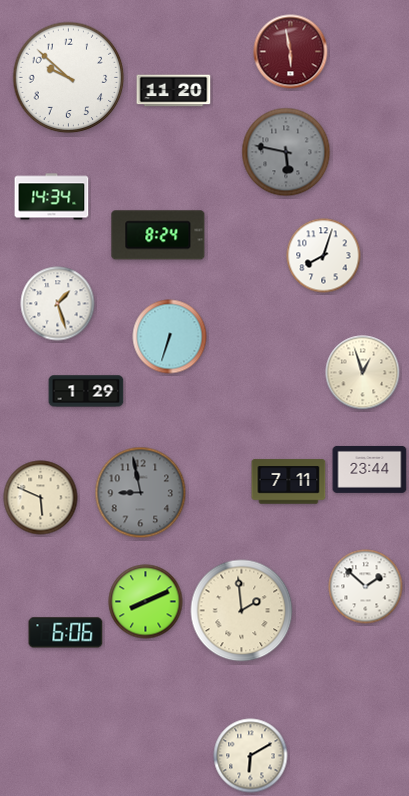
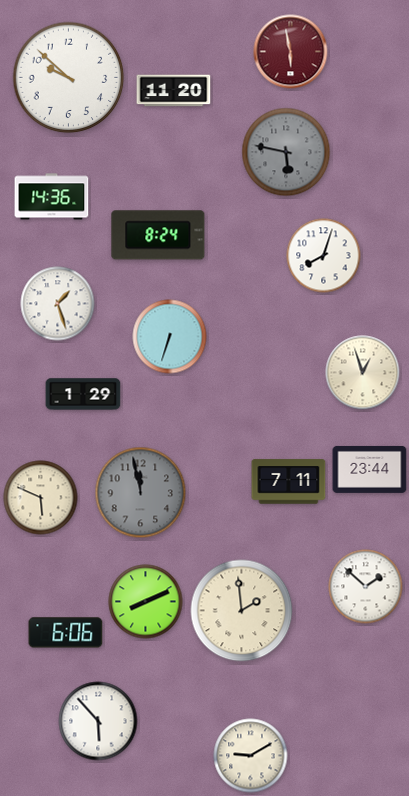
clock at (52, 197): 14:34 -> 14:36
clock at (86, 391) position: (86, 391) -> (83, 394)
clock at (141, 493): 8:58 -> 11:58
clock at (98, 721): none -> 5:53
clock at (251, 756): 6:10 -> 9:10
